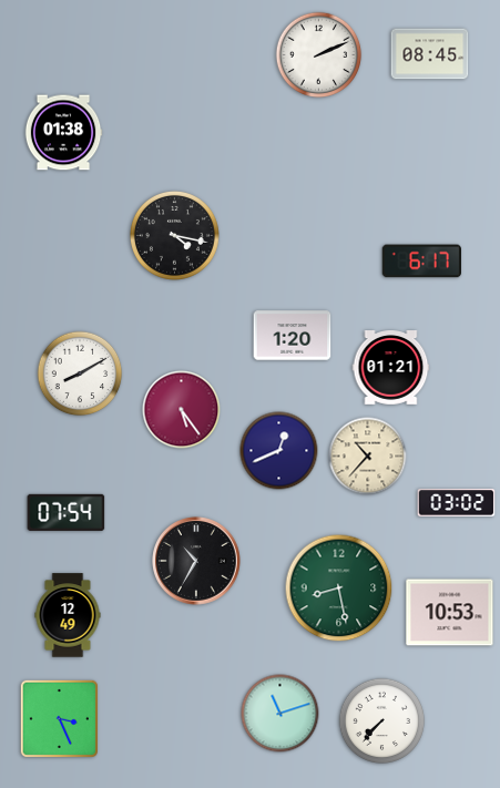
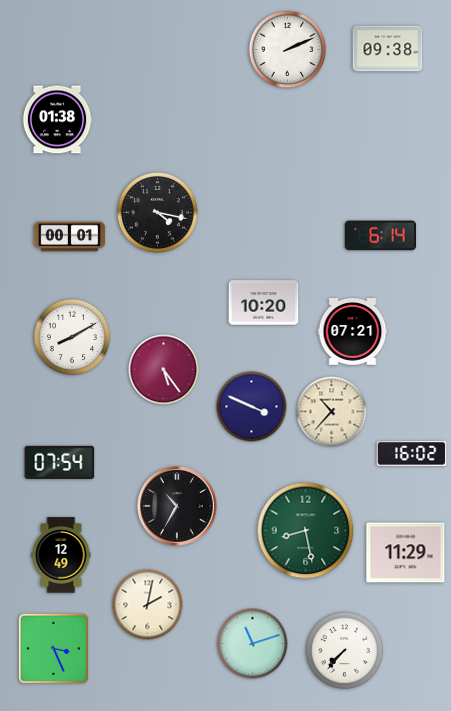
clock at (430, 54): 08:45 -> 09:38
clock at (421, 262): 6:17 -> 6:14
clock at (70, 237): none -> 00:01
clock at (293, 336): 1:20 -> 10:20
clock at (391, 368): 01:21 -> 07:21
clock at (279, 451): 12:41 -> 3:49
clock at (457, 503): 03:02 -> 16:02
clock at (450, 613): 10:53 -> 11:29
clock at (148, 605): none -> 2:02
